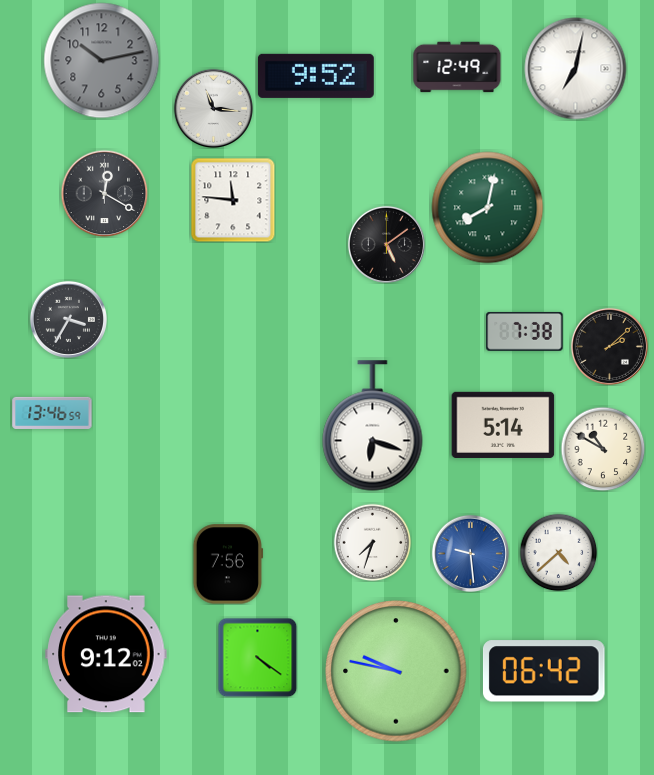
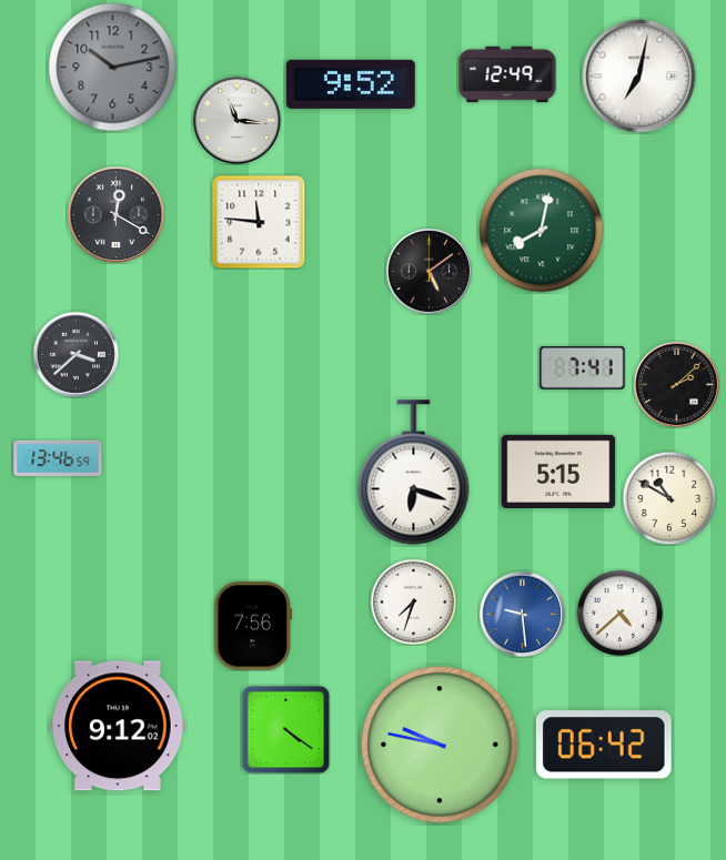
clock at (68, 319): 3:35 -> 3:38
clock at (525, 332): 7:38 -> 7:41
clock at (503, 425): 5:14 -> 5:15
